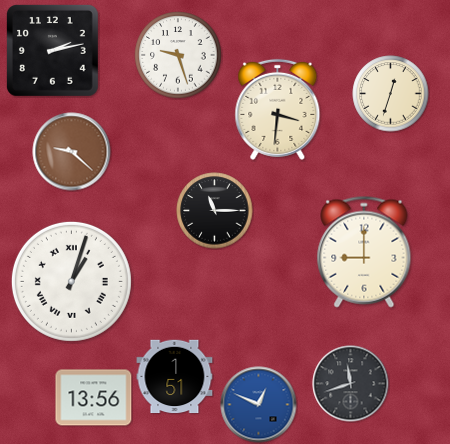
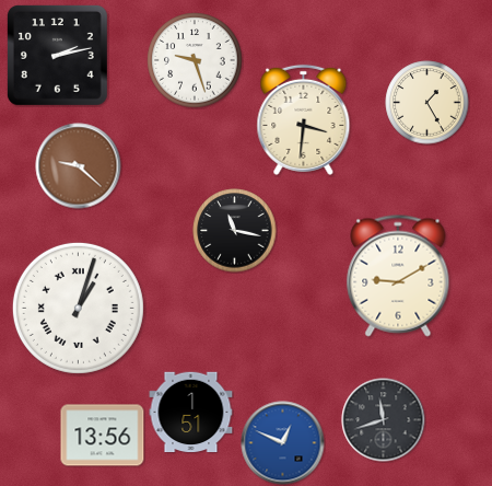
clock at (391, 94): 12:33 -> 1:25
clock at (215, 211): 11:15 -> 11:17
clock at (364, 252): 9:00 -> 9:10
